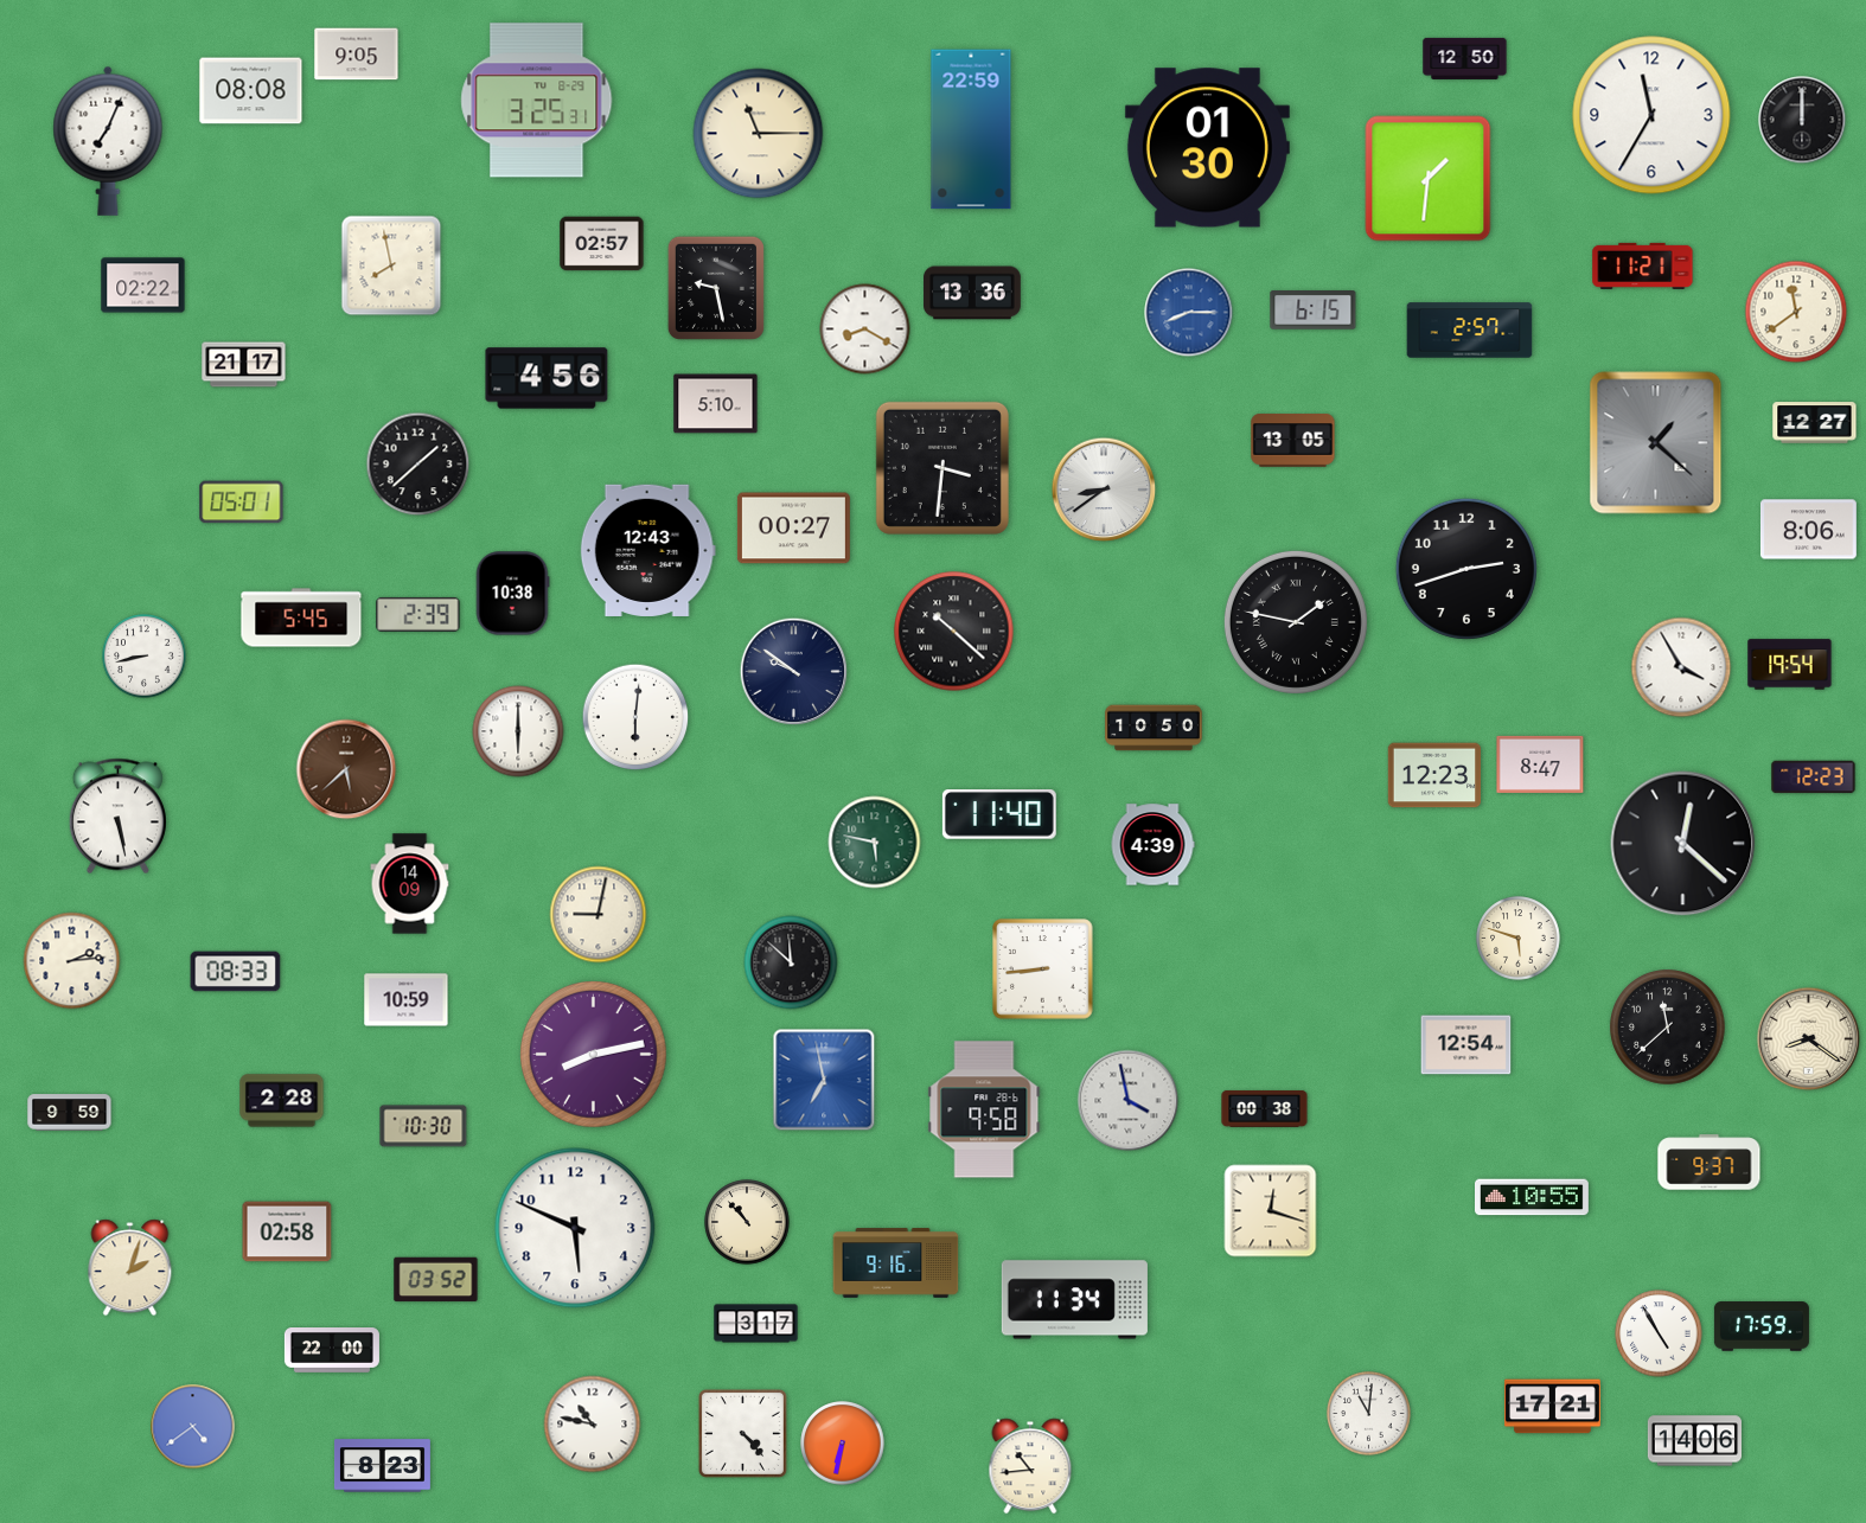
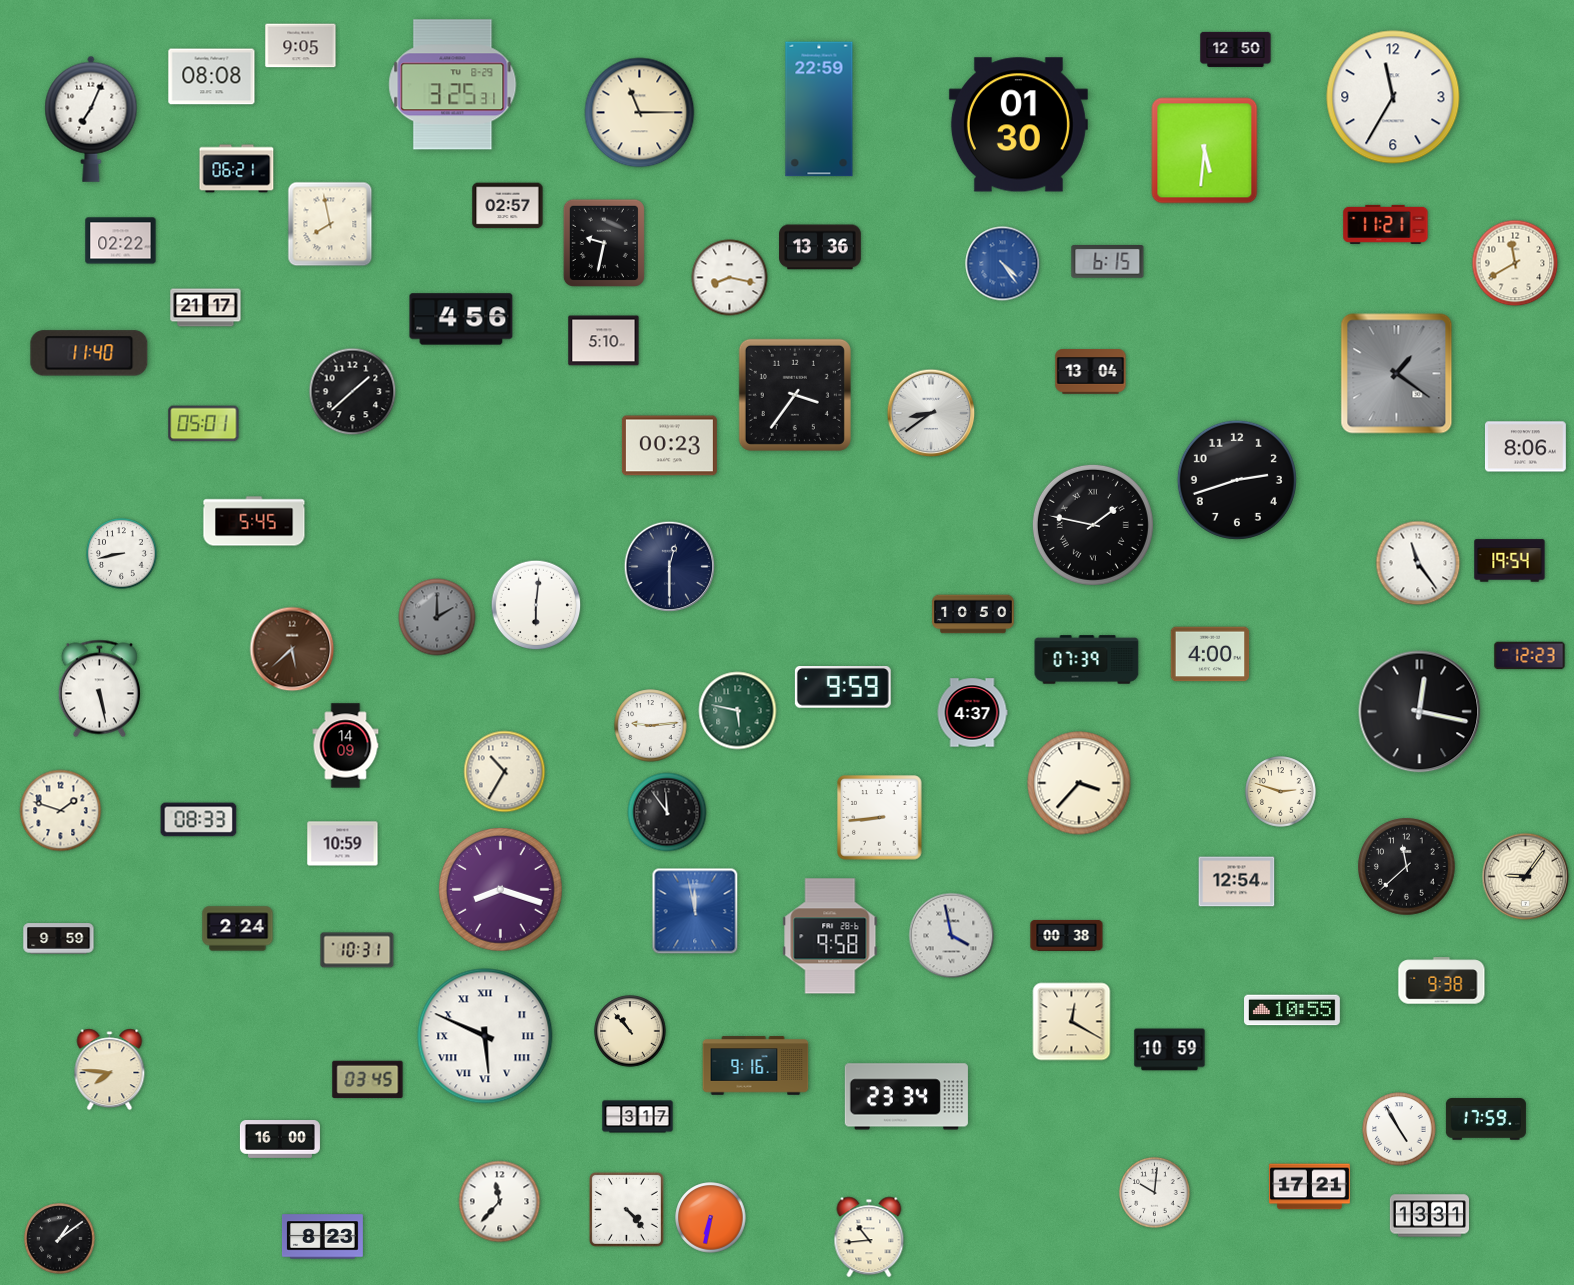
clock at (1802, 120): 12:00 -> none
clock at (1429, 179): 1:31 -> 5:31
clock at (237, 169): none -> 06:21
clock at (716, 288): 9:28 -> 9:32
clock at (1796, 312): 11:39 -> 11:40
clock at (1189, 313): 8:15 -> 4:24
clock at (865, 329): 8:20 -> 8:17
clock at (1470, 331): 2:57 -> none
clock at (89, 353): none -> 11:40
clock at (1815, 423): 12:27 -> none
clock at (1293, 441): 13:05 -> 13:04
clock at (1656, 443): 1:22 -> 1:21
clock at (942, 468): 3:31 -> 3:36
clock at (793, 529): 00:27 -> 00:23
clock at (647, 550): 12:43 -> none
clock at (512, 594): 10:38 -> none
clock at (418, 614): 2:39 -> none
clock at (954, 632): 10:22 -> none
clock at (1681, 667): 3:55 -> 11:24
clock at (794, 672): 9:51 -> 12:30
clock at (518, 731): 6:00 -> 2:00
clock at (518, 731) dial: white -> grey
clock at (1540, 764): 8:47 -> none
clock at (1434, 775): 12:23 -> 4:00
clock at (1087, 660): none -> 07:39
clock at (999, 815): 11:40 -> 9:59
clock at (1683, 844): 12:22 -> 12:17
clock at (1152, 845): 4:39 -> 4:37
clock at (651, 726): none -> 9:14
clock at (599, 915): 9:02 -> 10:35
clock at (1079, 783): none -> 3:37
clock at (1519, 939): 5:48 -> 2:48
clock at (72, 961): 2:14 -> 1:48
clock at (791, 962): 11:52 -> 11:54
clock at (1809, 1039): 8:21 -> 9:06
clock at (594, 1055): 8:13 -> 8:18
clock at (824, 1080): 6:58 -> 11:58
clock at (282, 1101): 2:28 -> 2:24
clock at (1129, 1101) position: (1129, 1101) -> (952, 936)
clock at (423, 1126): 10:30 -> 10:31
clock at (1710, 1163): 9:37 -> 9:38
clock at (1271, 1211): 12:18 -> 12:20
clock at (575, 1228) numerals: Arabic -> Roman
clock at (287, 1231): 02:58 -> none
clock at (1170, 1050): none -> 10:59
clock at (130, 1268): 2:03 -> 7:46
clock at (436, 1280): 03:52 -> 03:45
clock at (1074, 1300): 11:34 -> 23:34
clock at (1659, 1333) position: (1659, 1333) -> (1399, 1129)
clock at (332, 1351): 22:00 -> 16:00
clock at (1369, 1414): 11:01 -> 10:01
clock at (593, 1425): 10:47 -> 11:37
clock at (193, 1427): 4:39 -> none
clock at (1694, 1441): 14:06 -> 13:31
clock at (60, 1239): none -> 1:09
